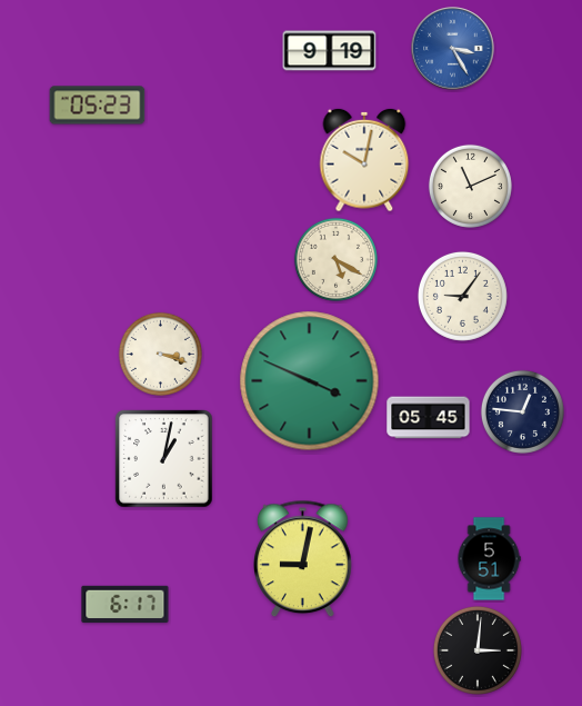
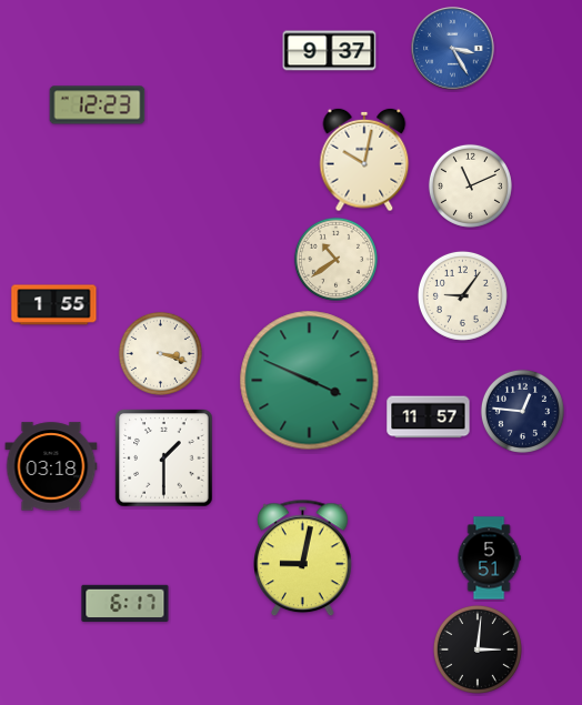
clock at (330, 51): 9:19 -> 9:37
clock at (98, 106): 05:23 -> 12:23
clock at (335, 259): 5:20 -> 10:39
clock at (54, 305): none -> 1:55
clock at (429, 418): 05:45 -> 11:57
clock at (164, 459): 1:02 -> 1:30
clock at (51, 466): none -> 03:18
